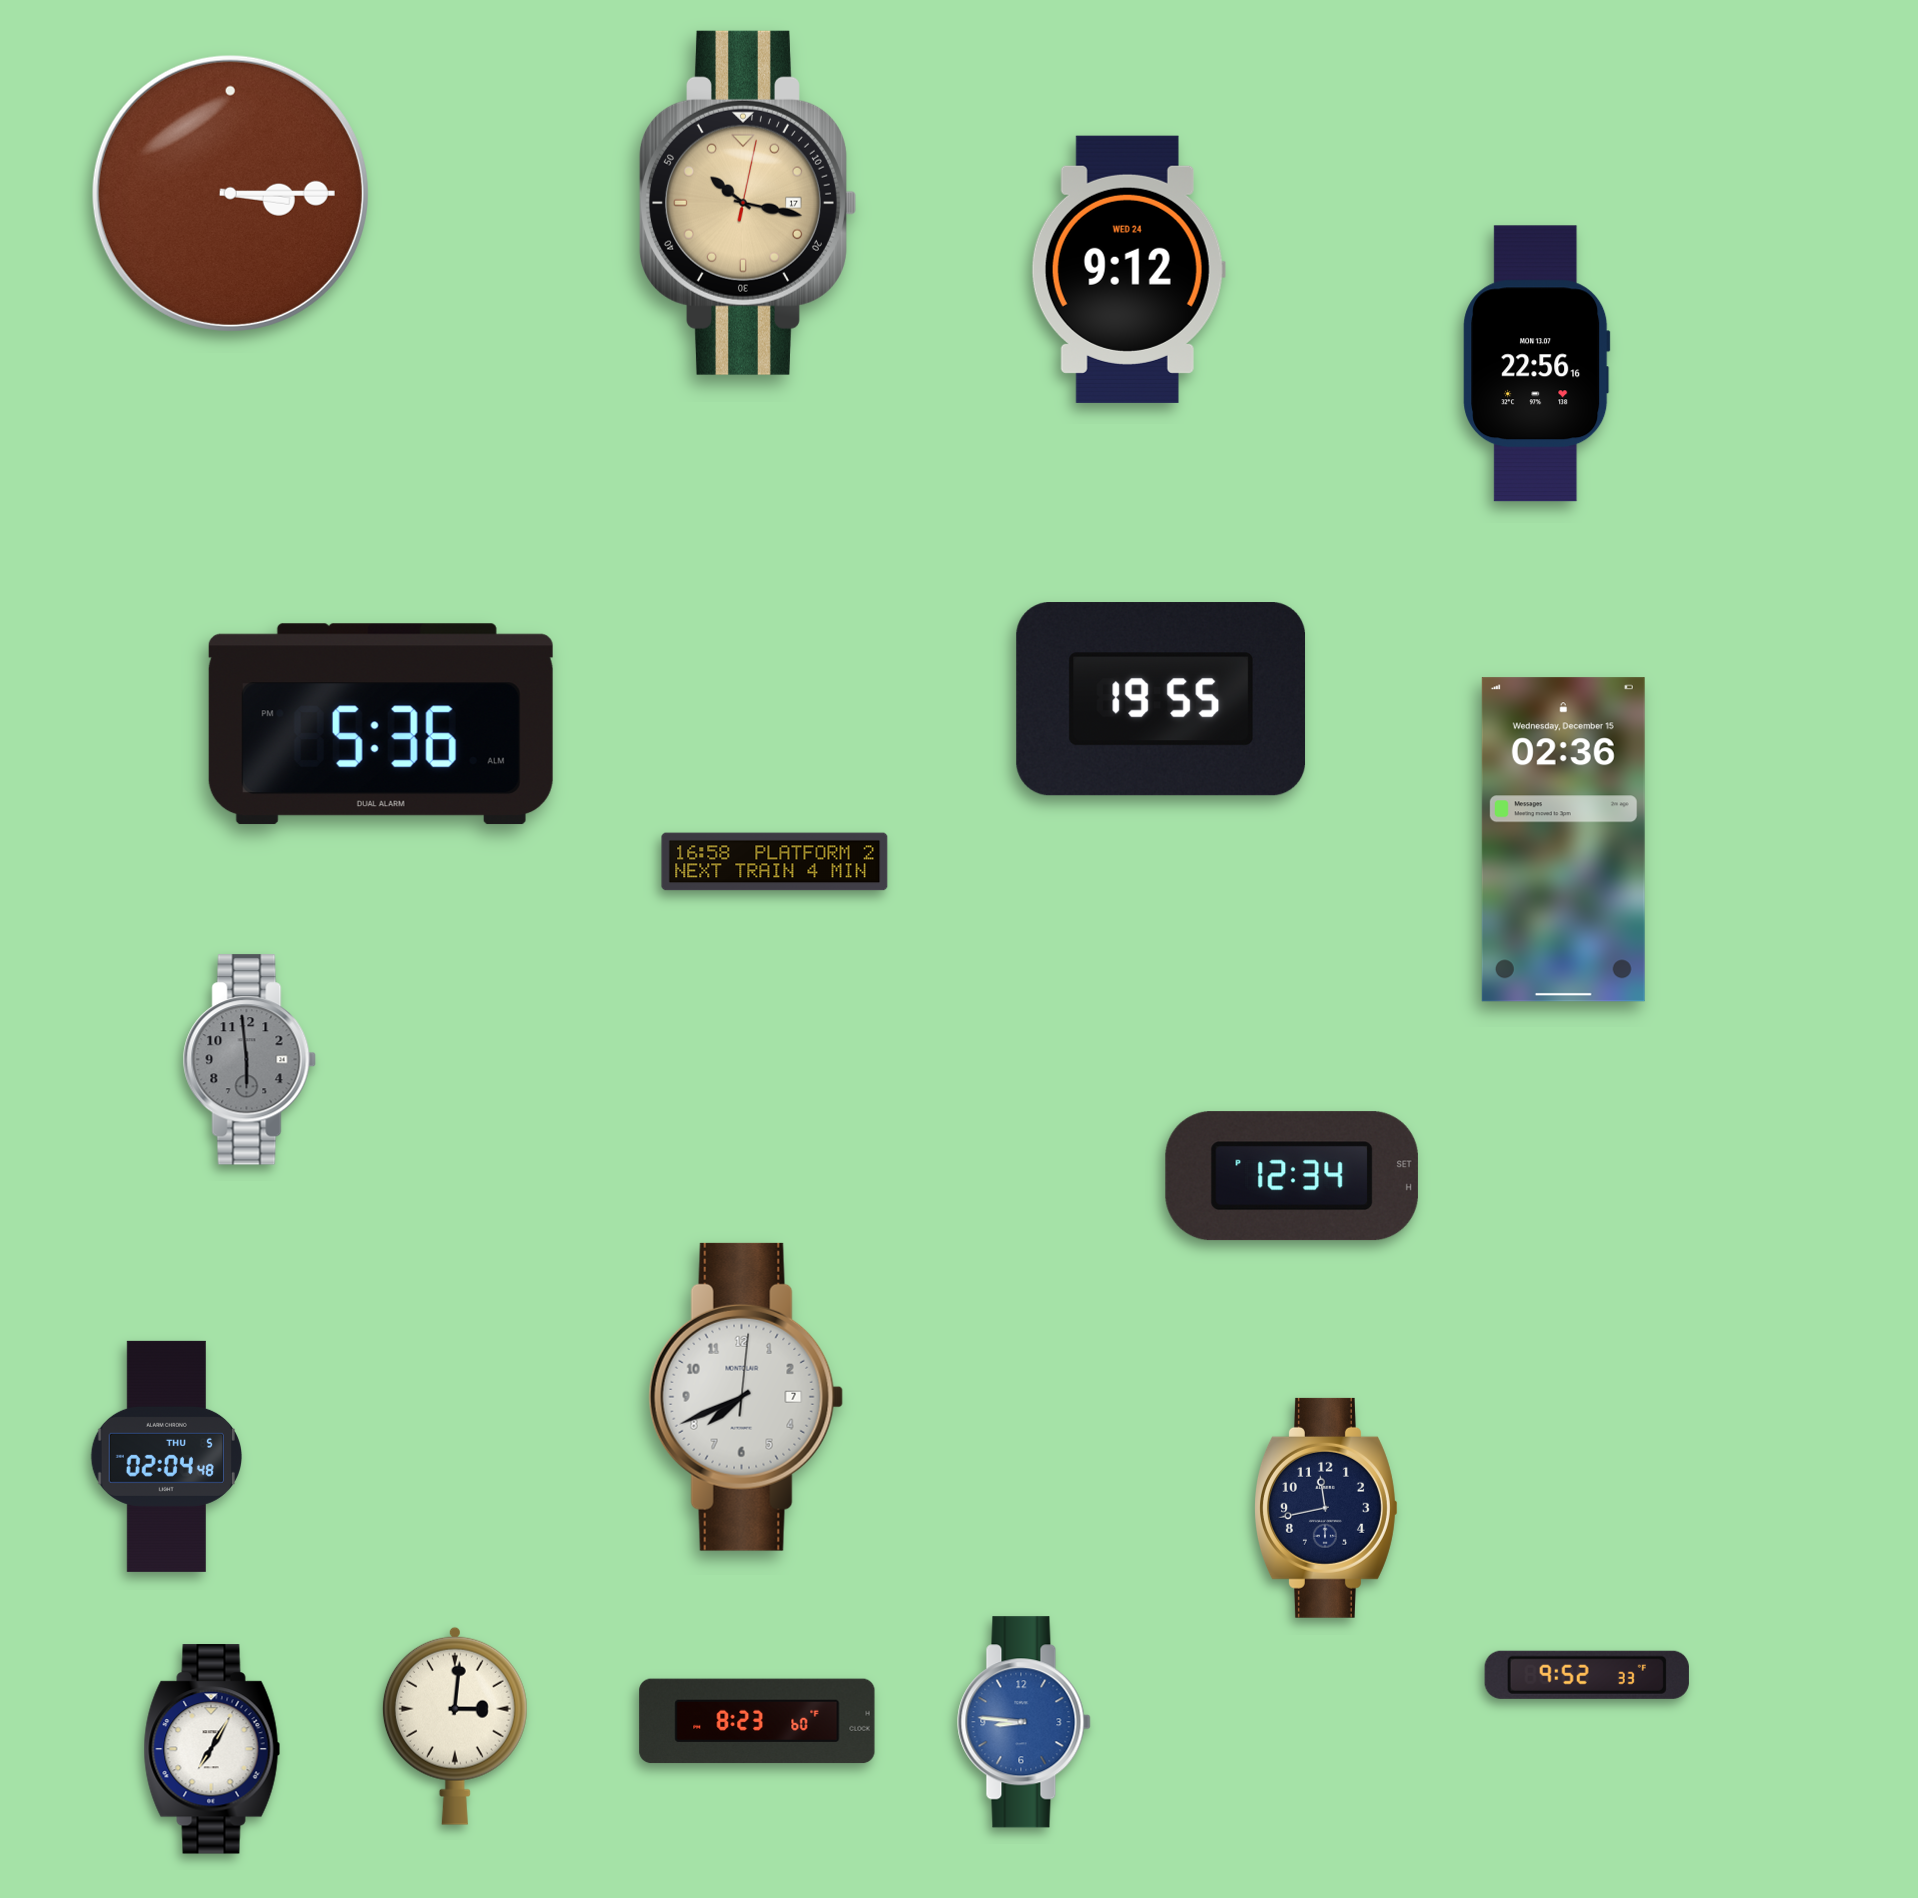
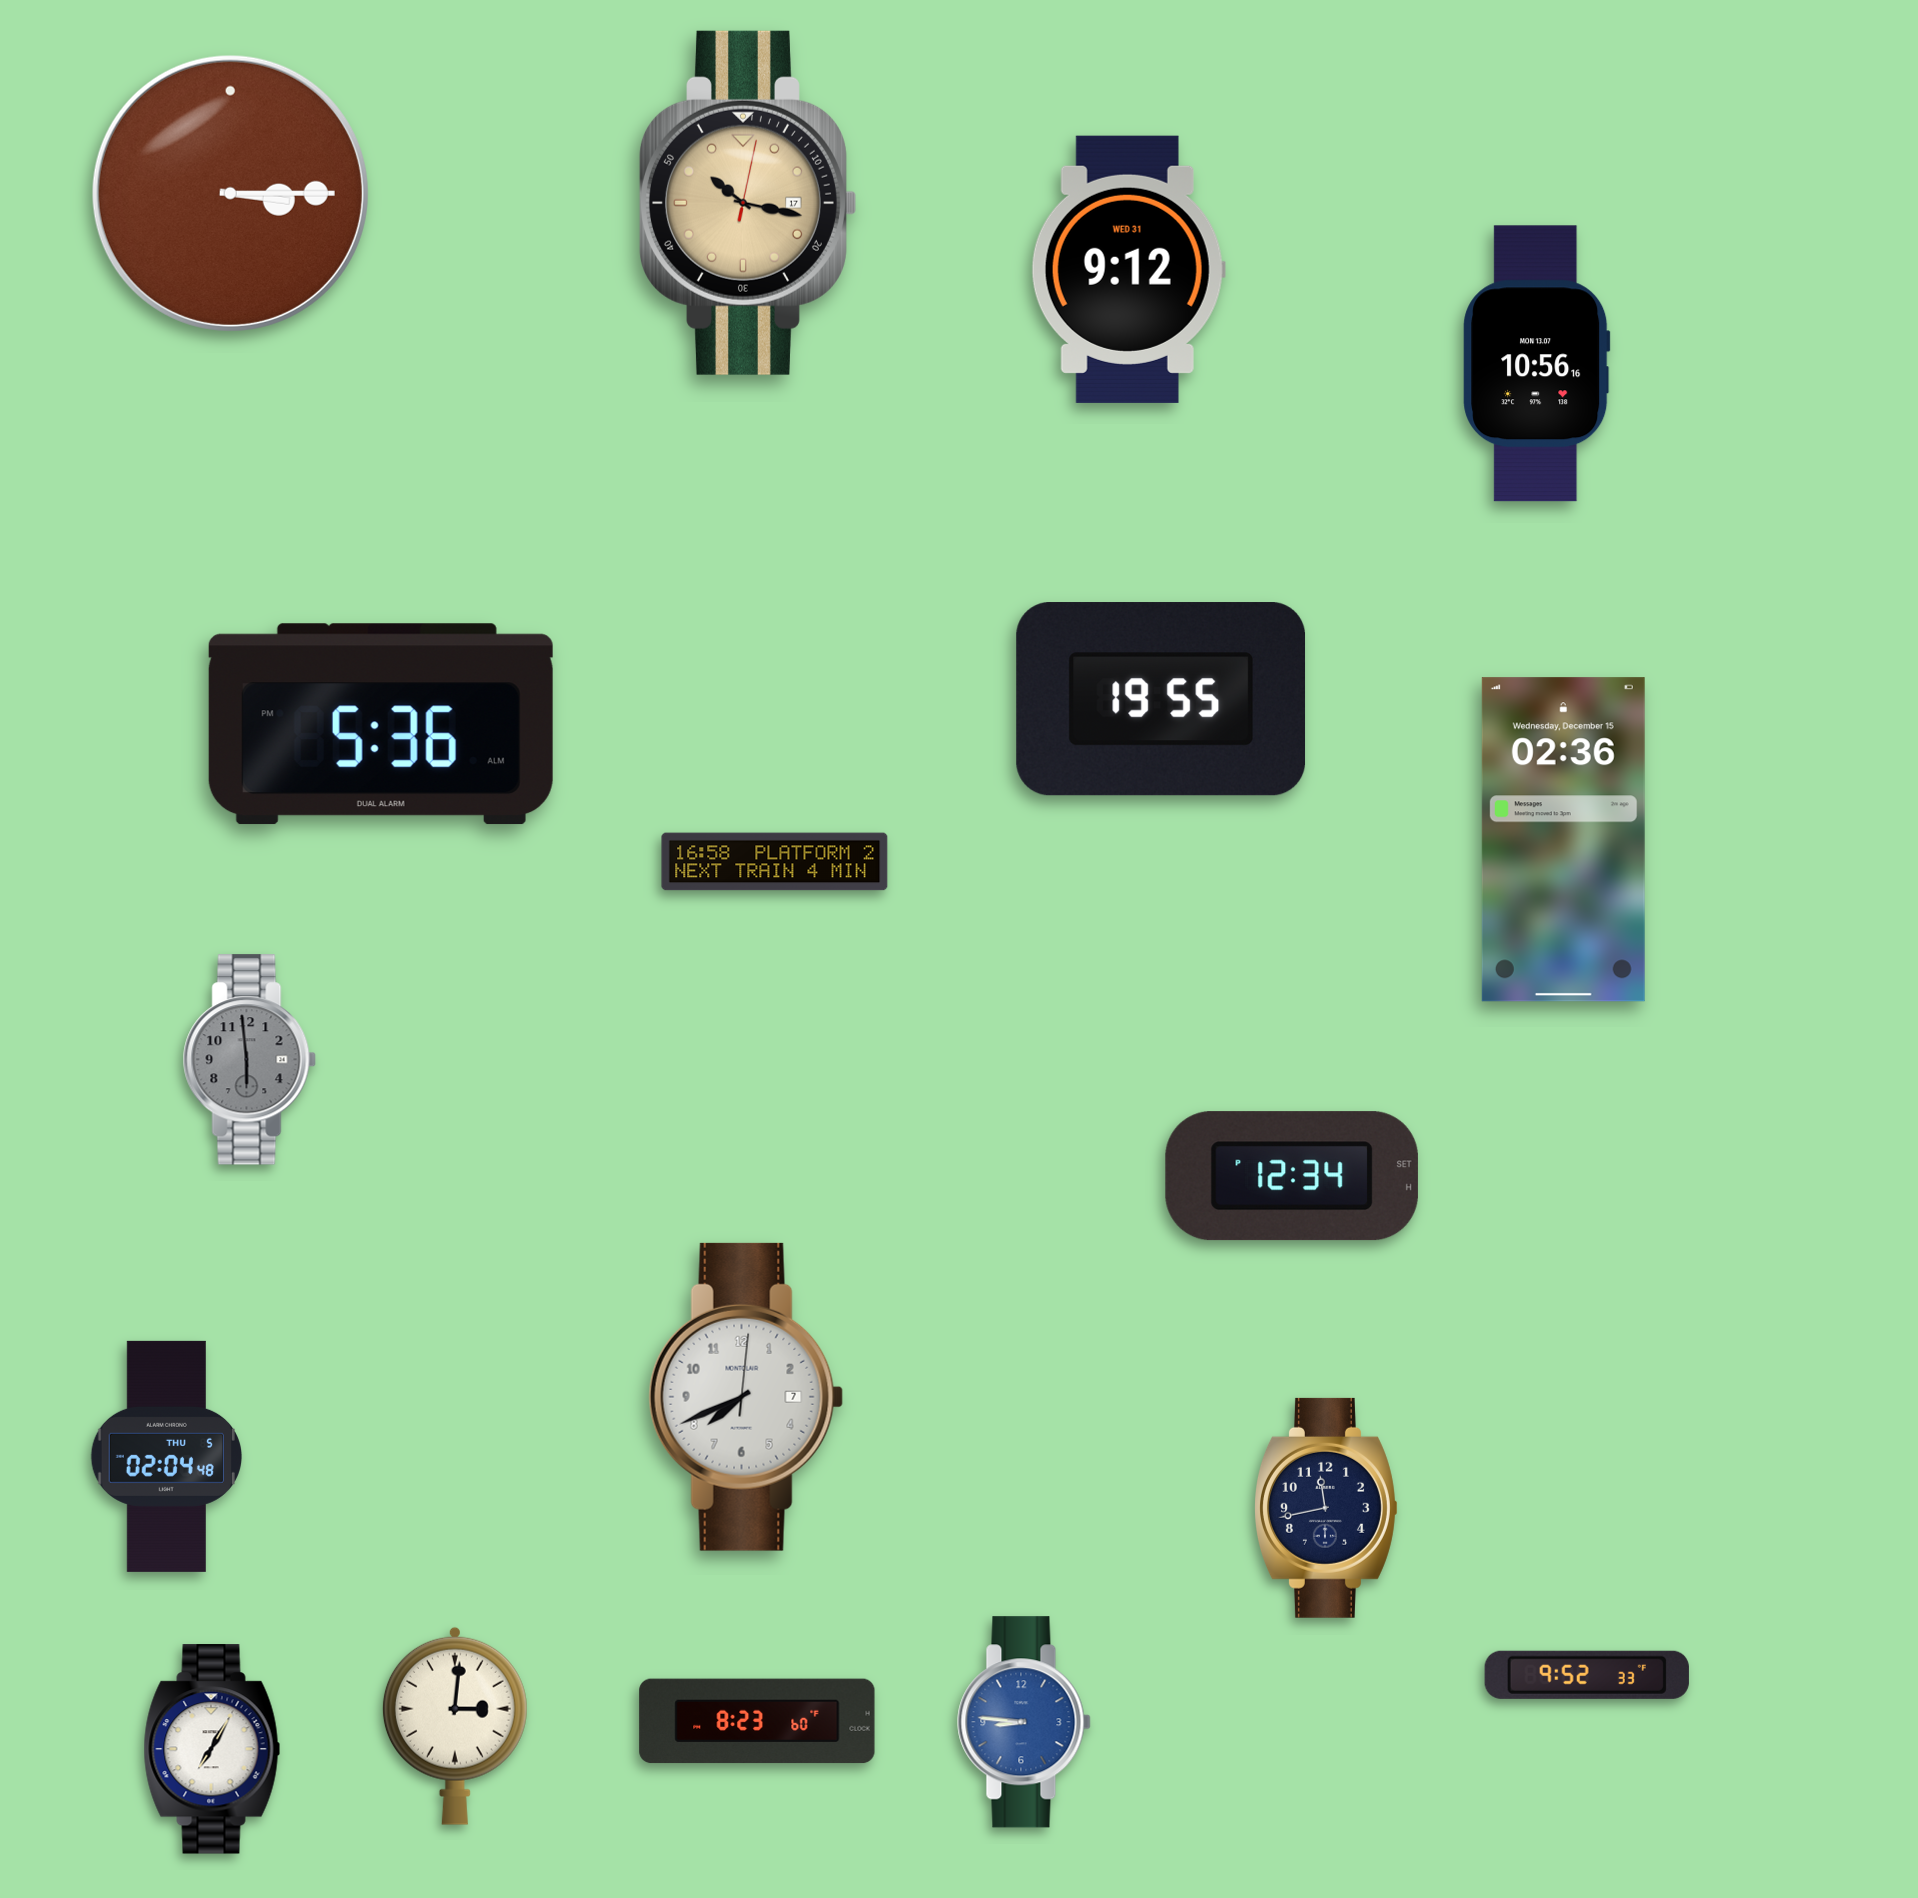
clock at (1128, 269) date: WED 24 -> WED 31
clock at (1537, 364): 22:56 -> 10:56
